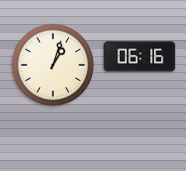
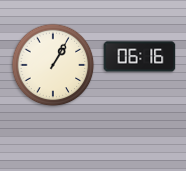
clock at (53, 65): 1:03 -> 1:05
